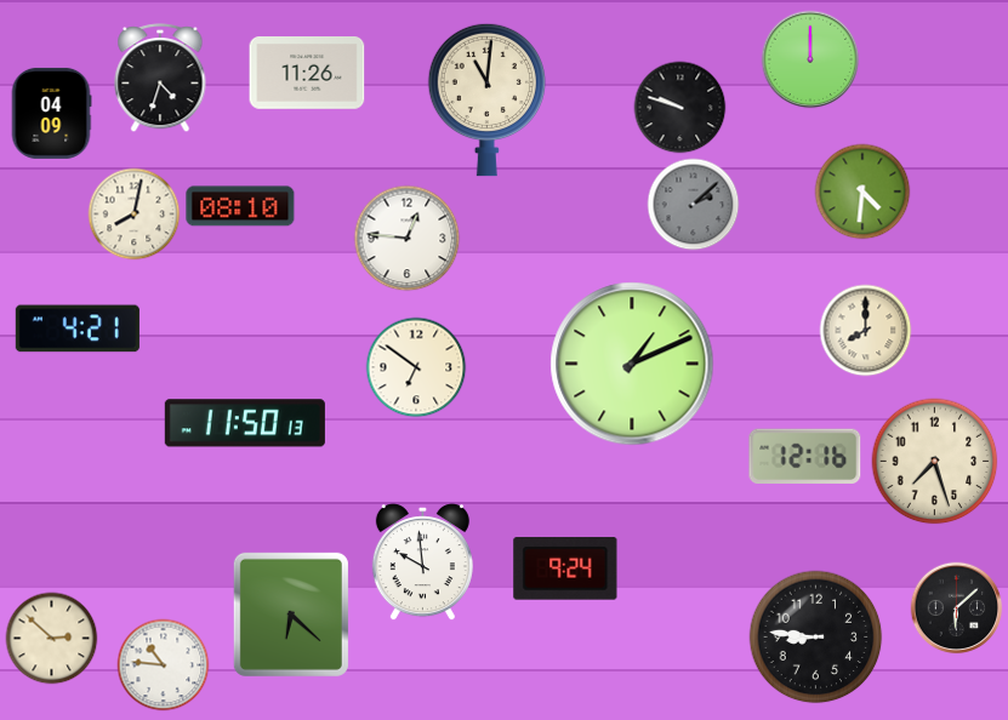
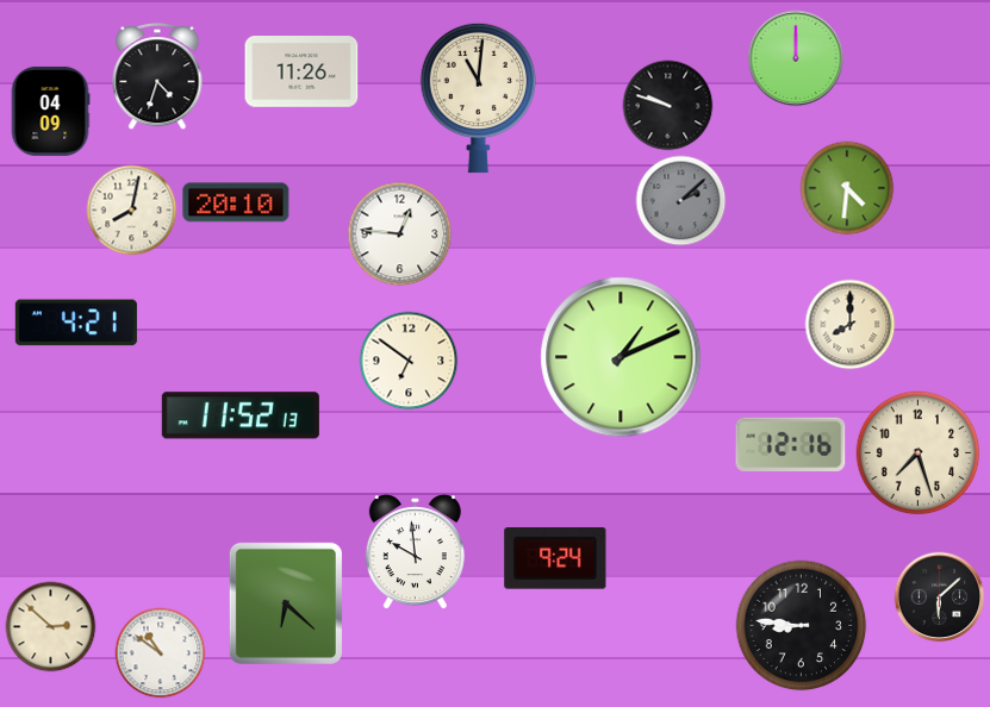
clock at (240, 206): 08:10 -> 20:10
clock at (245, 423): 11:50 -> 11:52
clock at (805, 457) position: (805, 457) -> (791, 445)
clock at (164, 665): 10:46 -> 10:51
